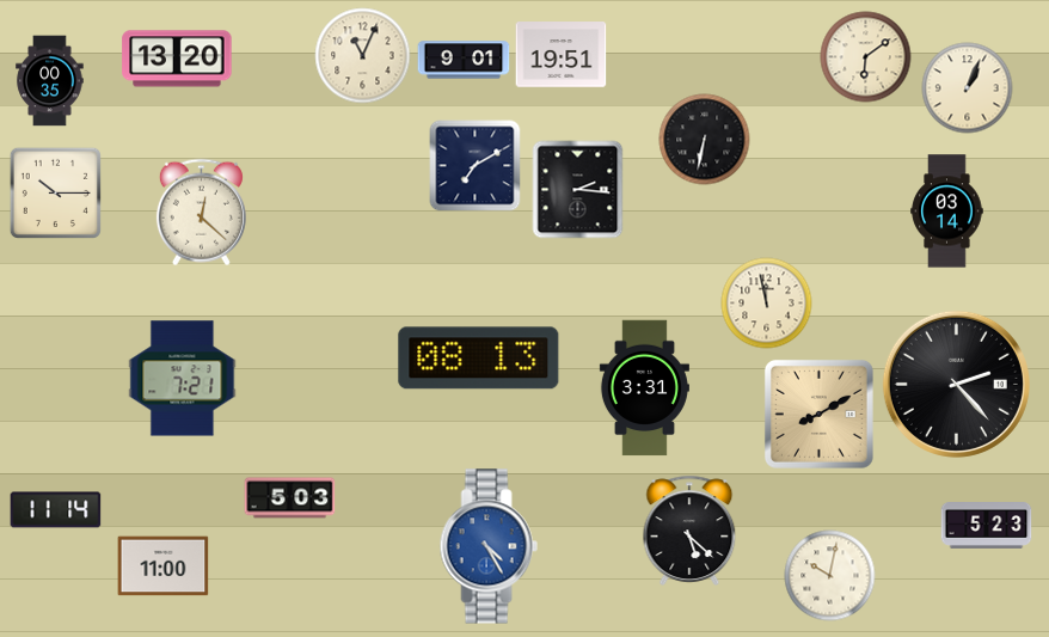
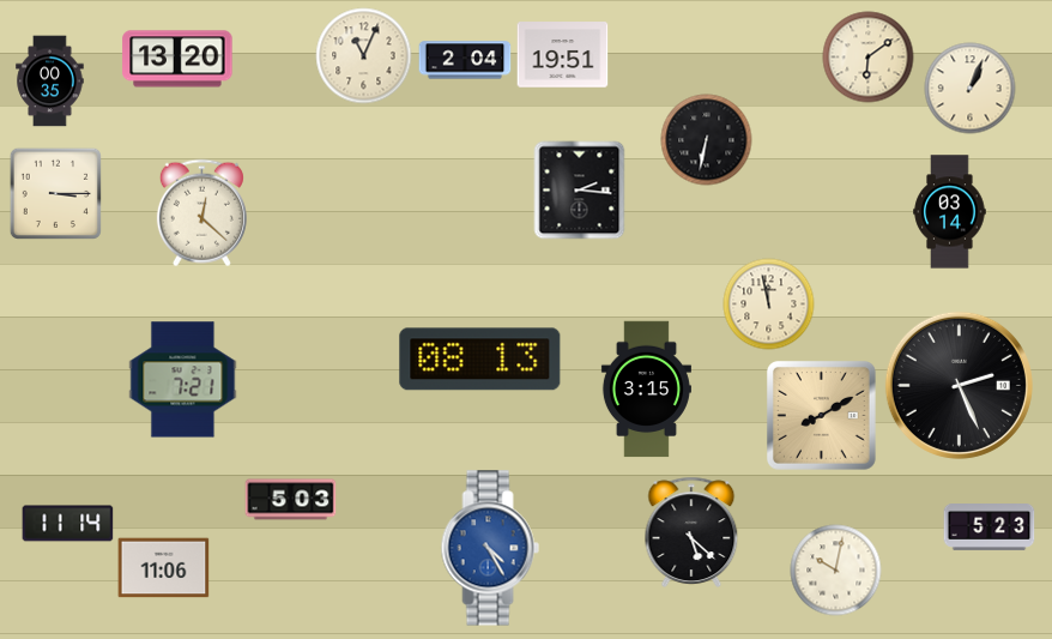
clock at (464, 60): 9:01 -> 2:04
clock at (476, 166): 7:10 -> none
clock at (55, 192): 10:15 -> 3:15
clock at (956, 384): 2:23 -> 2:26
clock at (644, 388): 3:31 -> 3:15
clock at (56, 510) position: (56, 510) -> (68, 524)
clock at (164, 566): 11:00 -> 11:06
clock at (830, 576) position: (830, 576) -> (836, 571)
